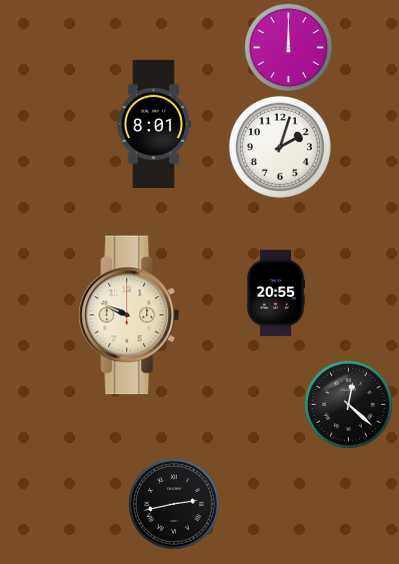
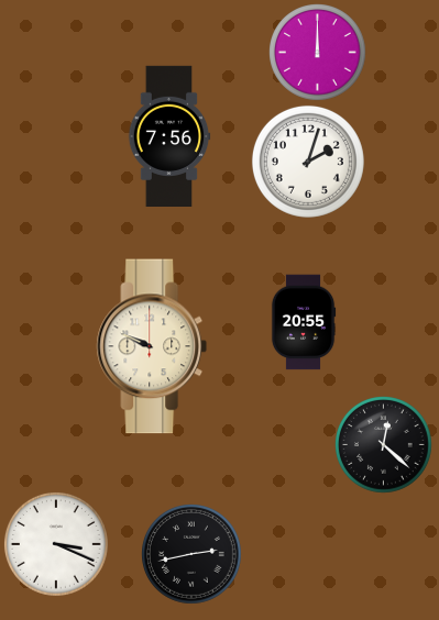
clock at (154, 123): 8:01 -> 7:56
clock at (129, 315) position: (129, 315) -> (152, 346)
clock at (56, 544): none -> 3:19
